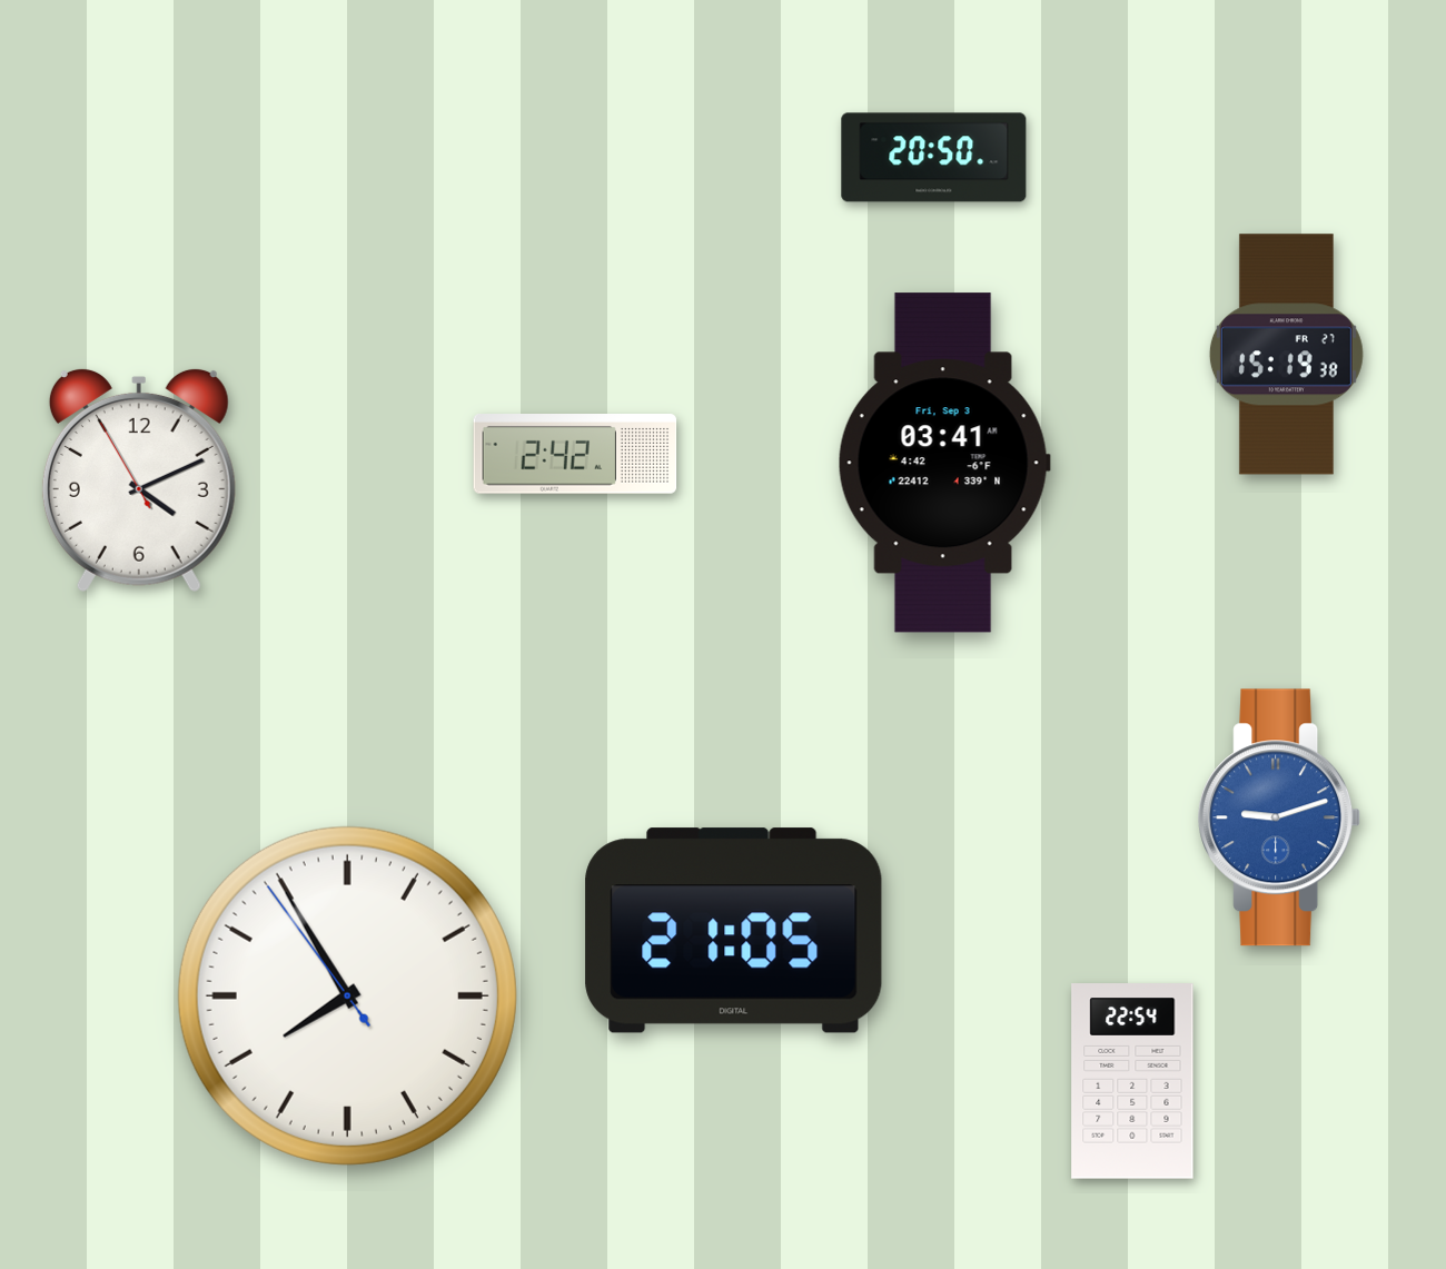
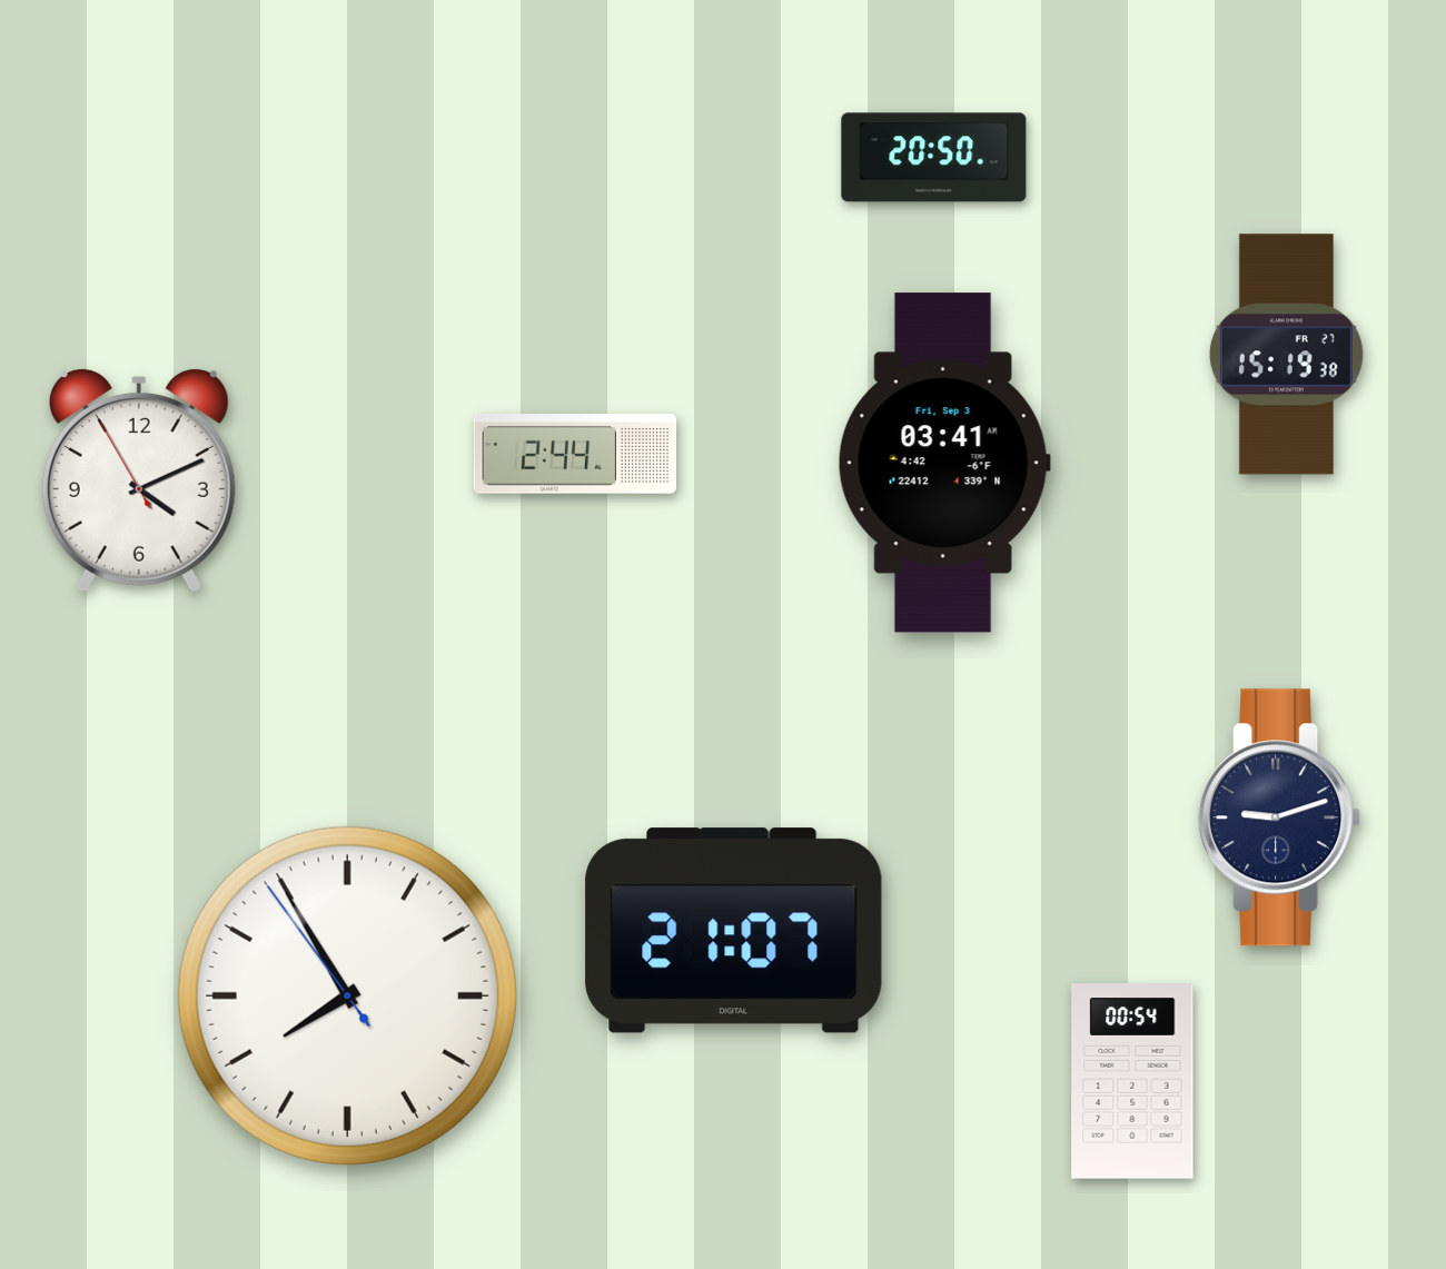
clock at (575, 455): 2:42 -> 2:44
clock at (1280, 817) dial: blue -> navy
clock at (734, 931): 21:05 -> 21:07
clock at (1132, 1081): 22:54 -> 00:54
